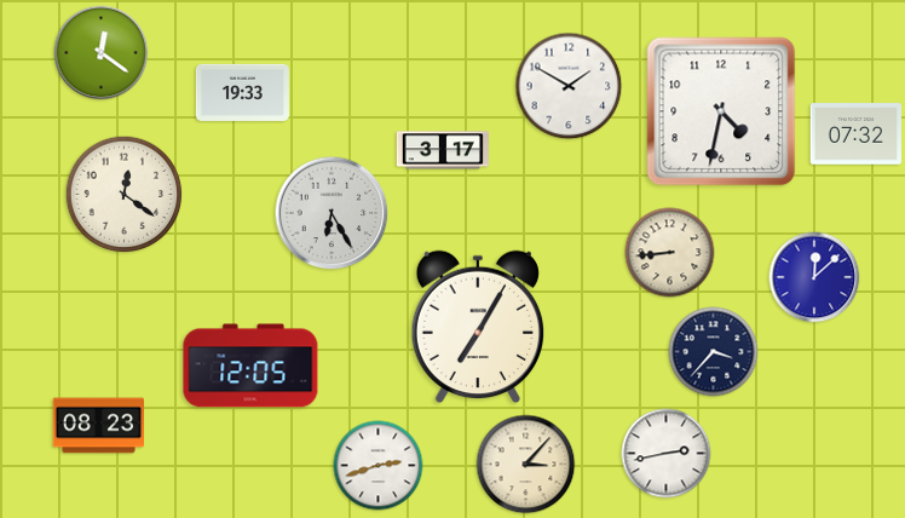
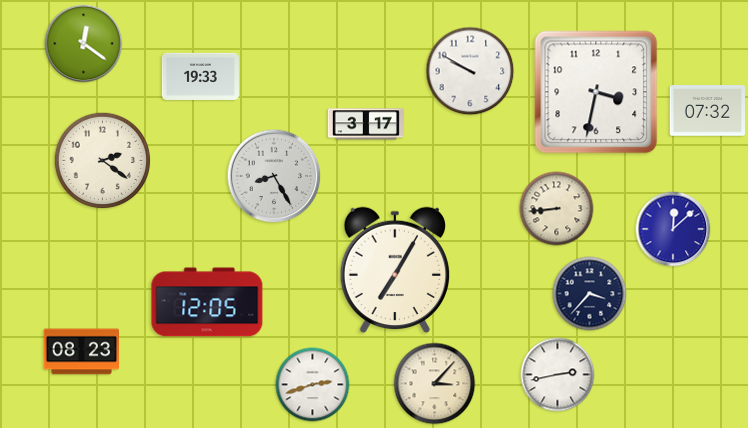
clock at (569, 86): 1:50 -> 9:50
clock at (721, 111): 4:32 -> 3:32
clock at (125, 195): 12:21 -> 2:21
clock at (332, 213): 6:25 -> 8:25
clock at (670, 253) position: (670, 253) -> (557, 209)
clock at (714, 352) position: (714, 352) -> (590, 294)
clock at (667, 454) position: (667, 454) -> (558, 375)
